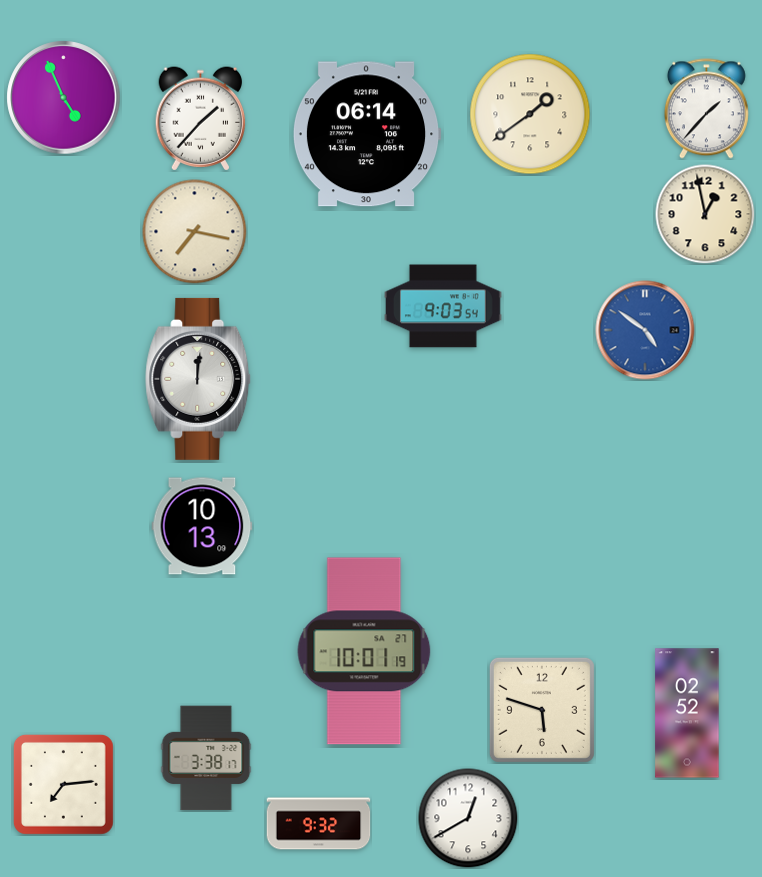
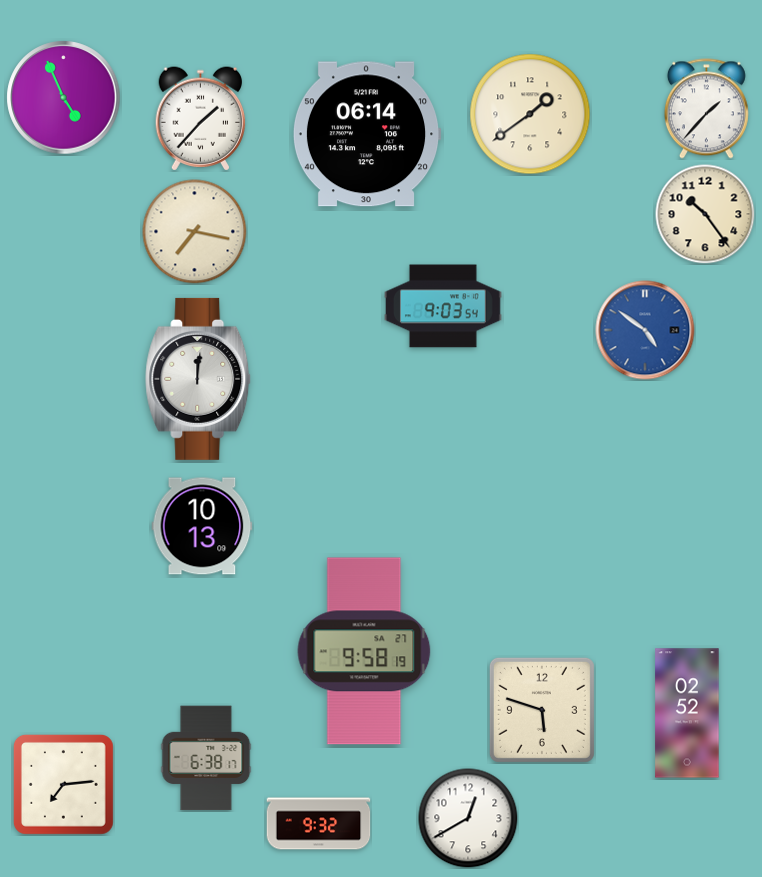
clock at (705, 214): 12:58 -> 10:24
clock at (364, 651): 10:01 -> 9:58
clock at (206, 758): 3:38 -> 6:38
